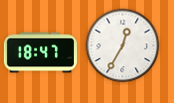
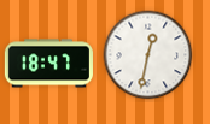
clock at (123, 46): 12:35 -> 12:32
